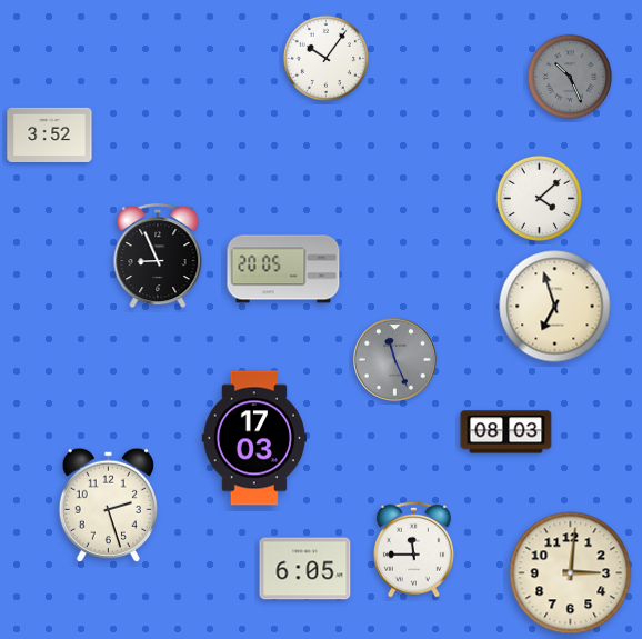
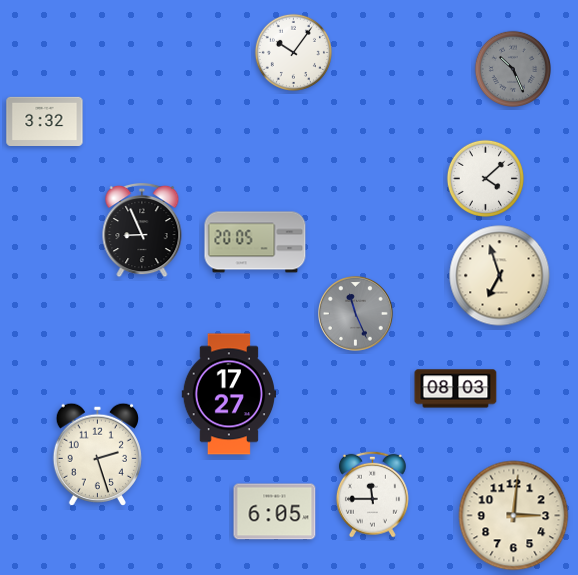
clock at (50, 134): 3:52 -> 3:32
clock at (395, 360) position: (395, 360) -> (356, 314)
clock at (254, 438): 17:03 -> 17:27
